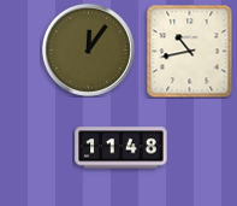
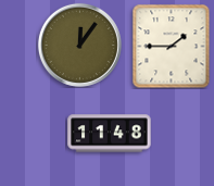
clock at (190, 51): 10:43 -> 1:45
